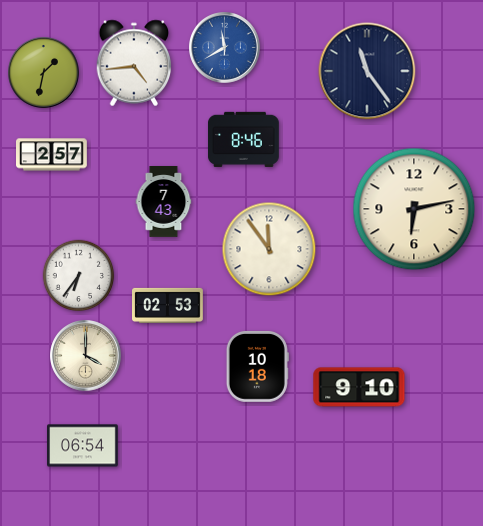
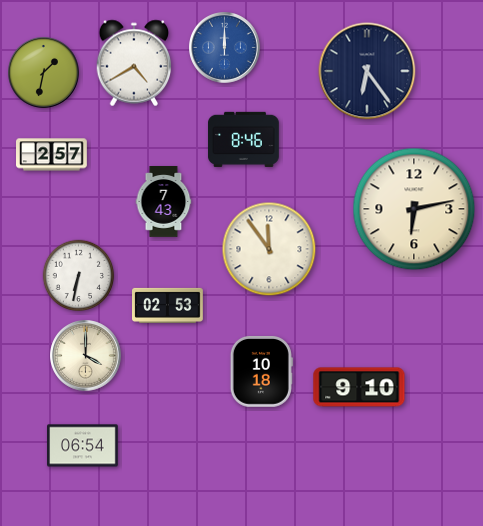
clock at (225, 48): 11:40 -> 12:00
clock at (134, 63): 4:44 -> 4:40
clock at (367, 71): 11:24 -> 6:24
clock at (79, 276): 6:36 -> 6:32
clock at (257, 366) position: (257, 366) -> (261, 371)
